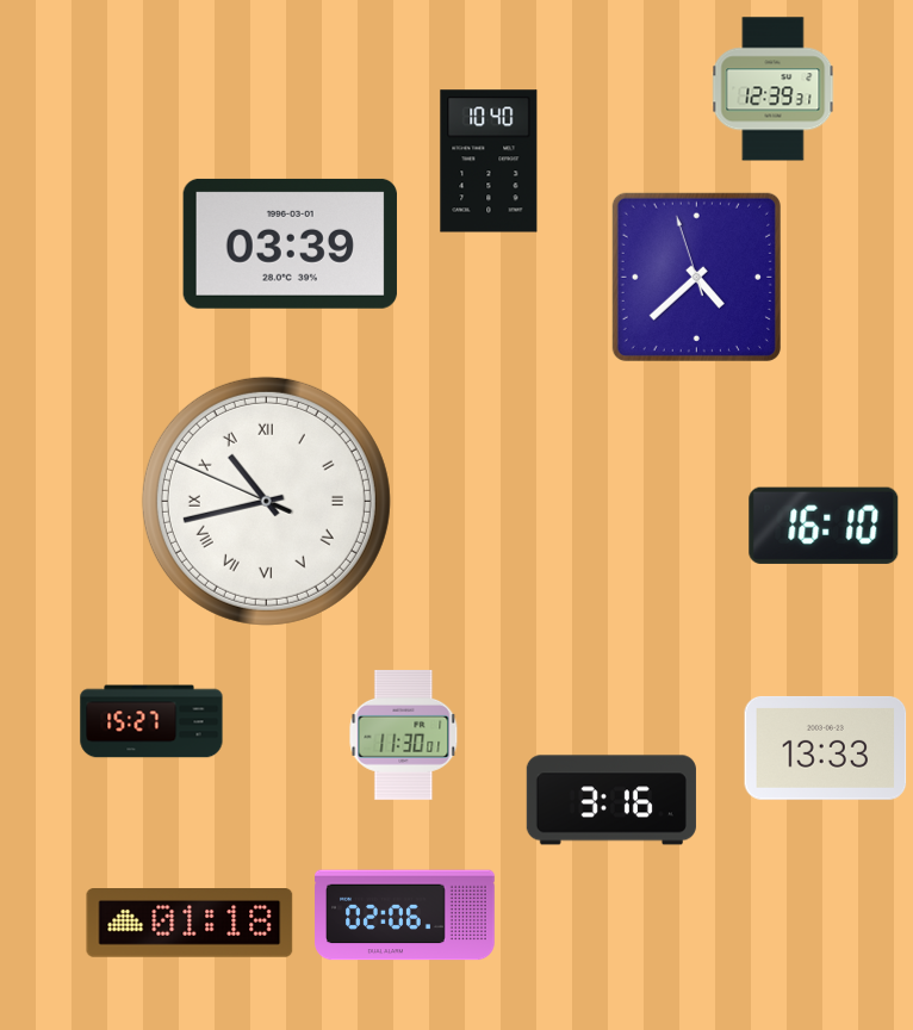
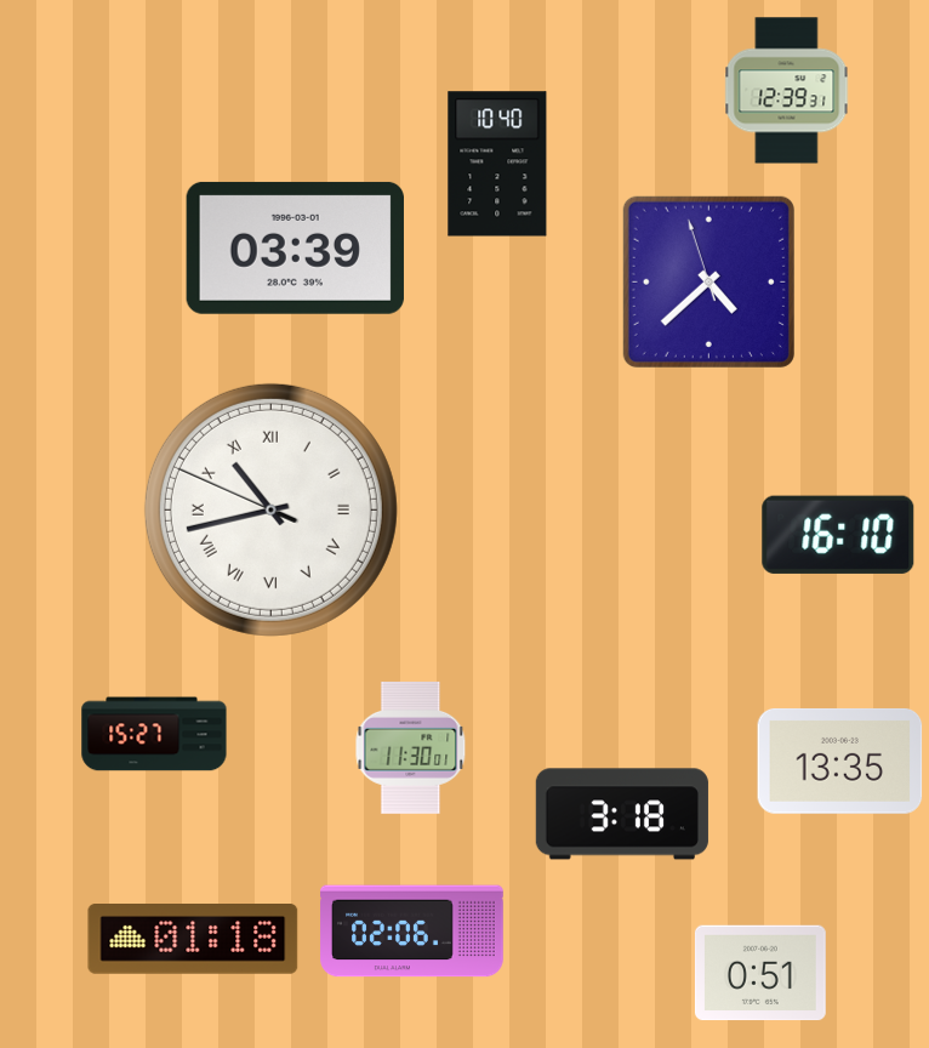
clock at (826, 747): 13:33 -> 13:35
clock at (611, 800): 3:16 -> 3:18
clock at (760, 973): none -> 0:51
